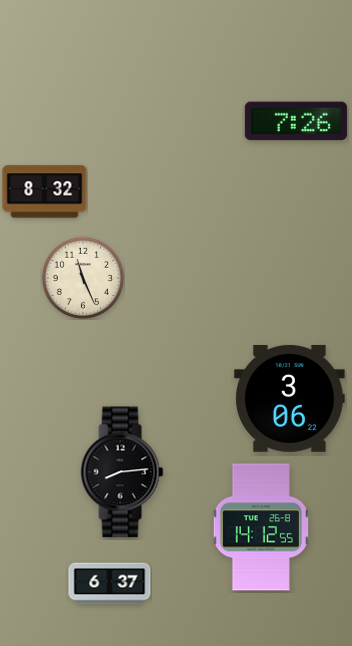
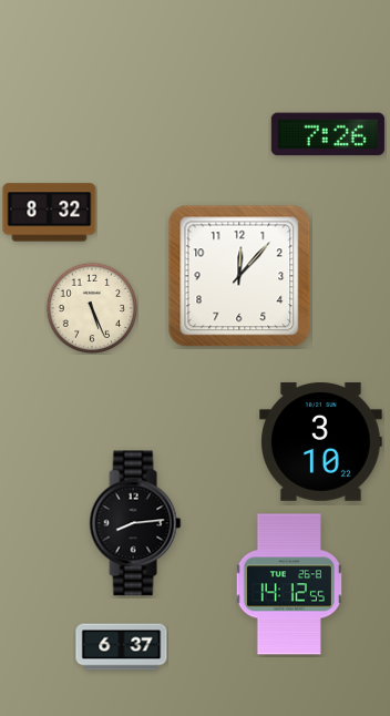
clock at (239, 276): none -> 12:07
clock at (82, 277): 11:26 -> 5:26
clock at (290, 398): 3:06 -> 3:10
